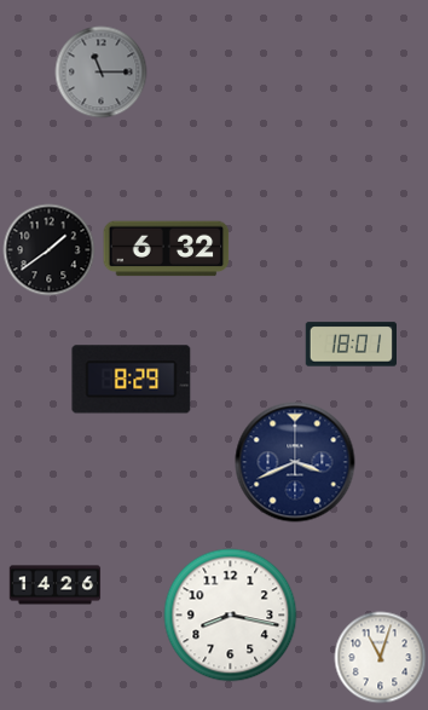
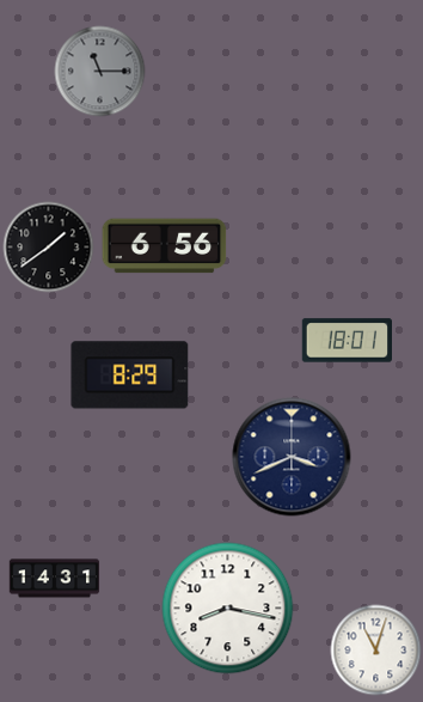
clock at (167, 249): 6:32 -> 6:56
clock at (56, 585): 14:26 -> 14:31
